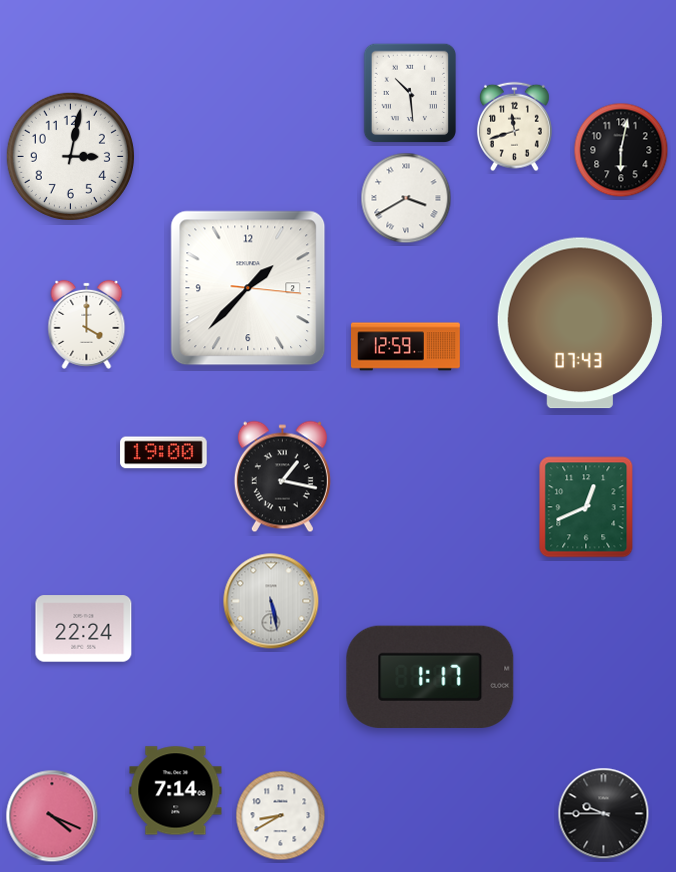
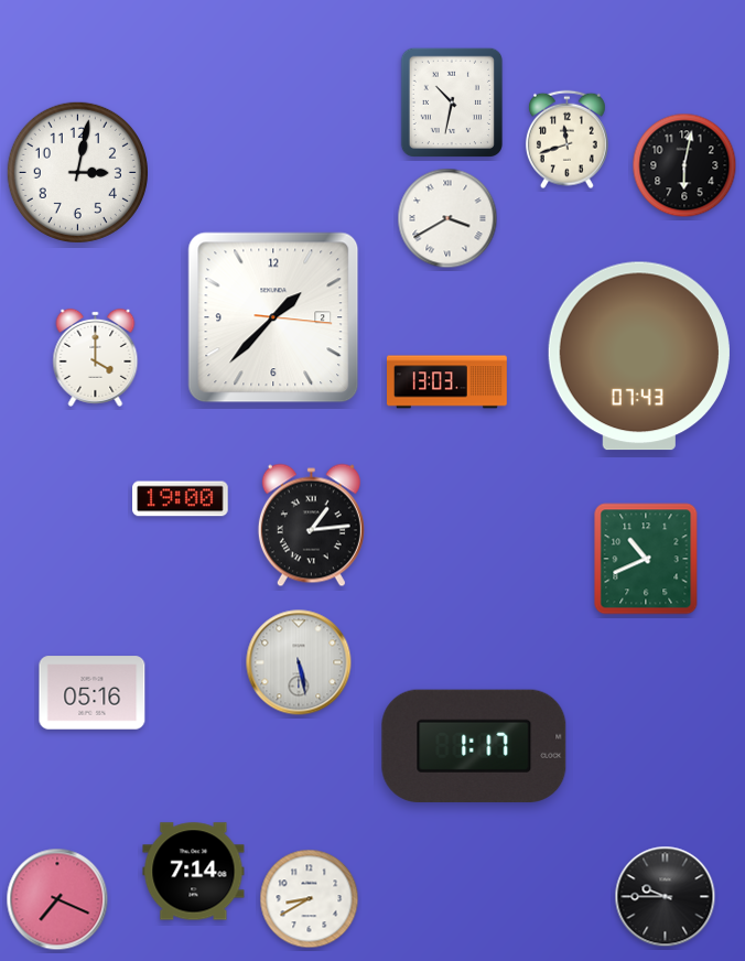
clock at (409, 92): 10:29 -> 10:32
clock at (406, 347): 12:59 -> 13:03
clock at (282, 477): 1:17 -> 1:14
clock at (586, 507): 12:41 -> 10:41
clock at (84, 629): 22:24 -> 05:16
clock at (52, 816): 4:19 -> 7:19
